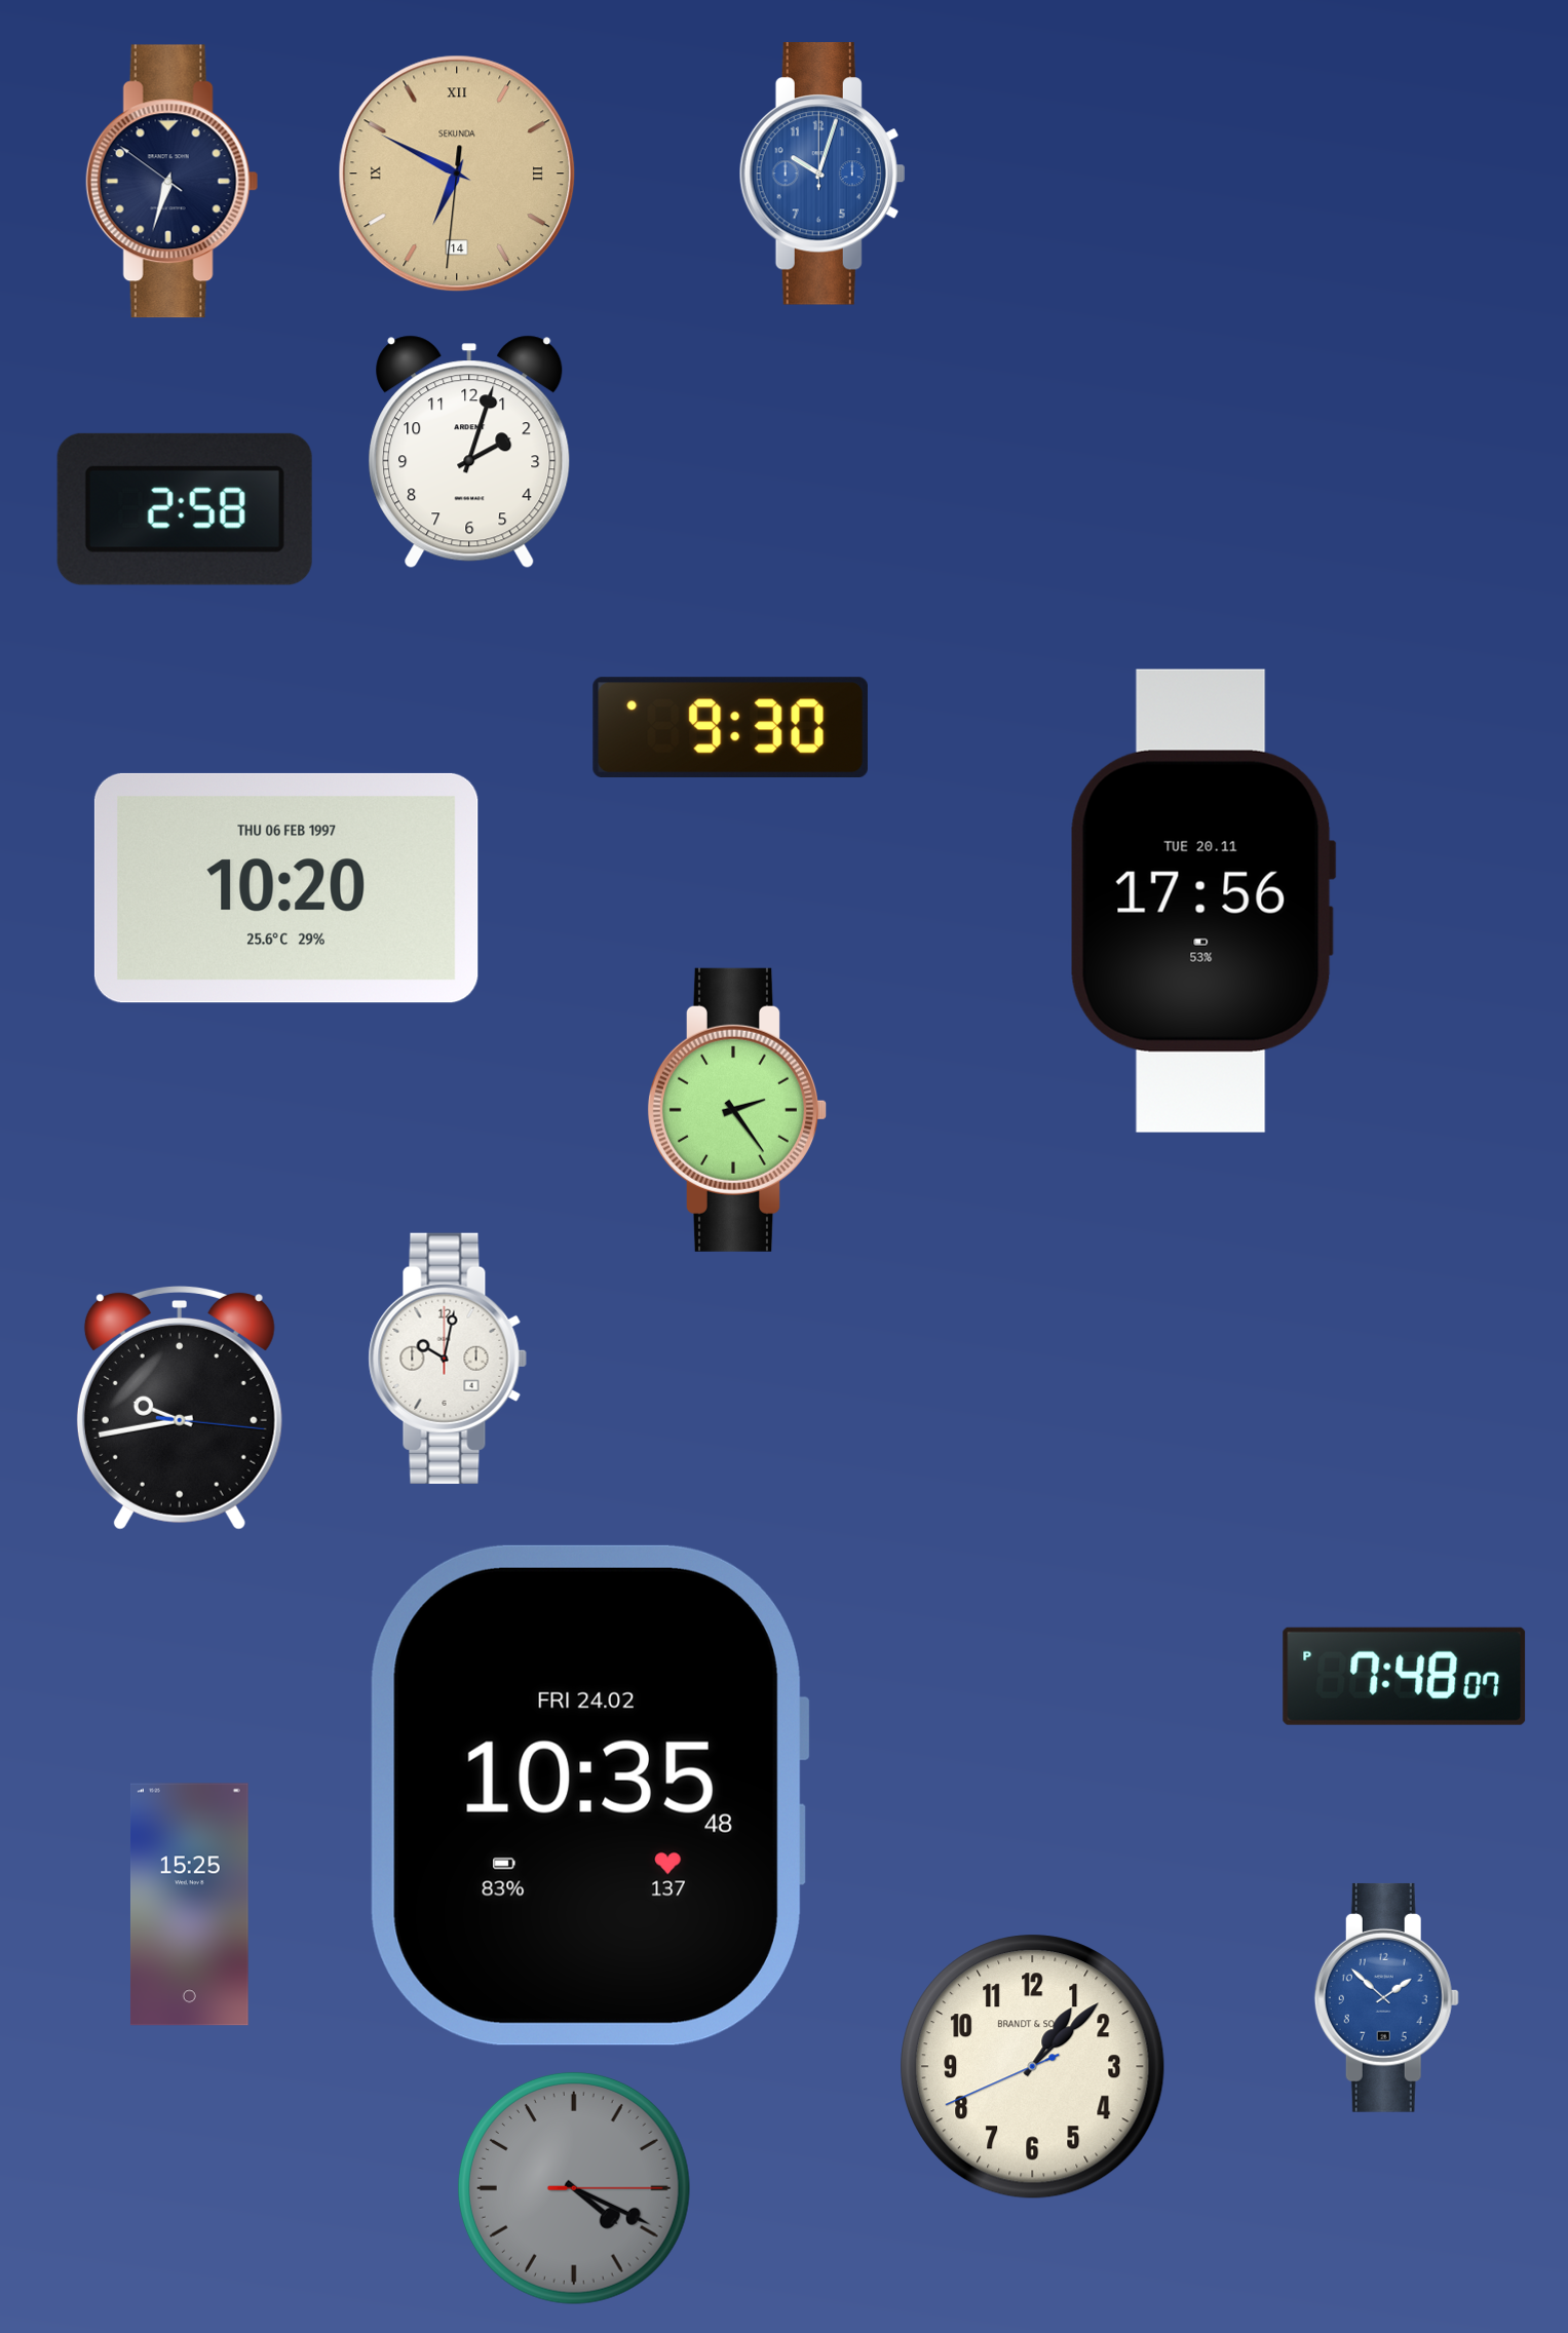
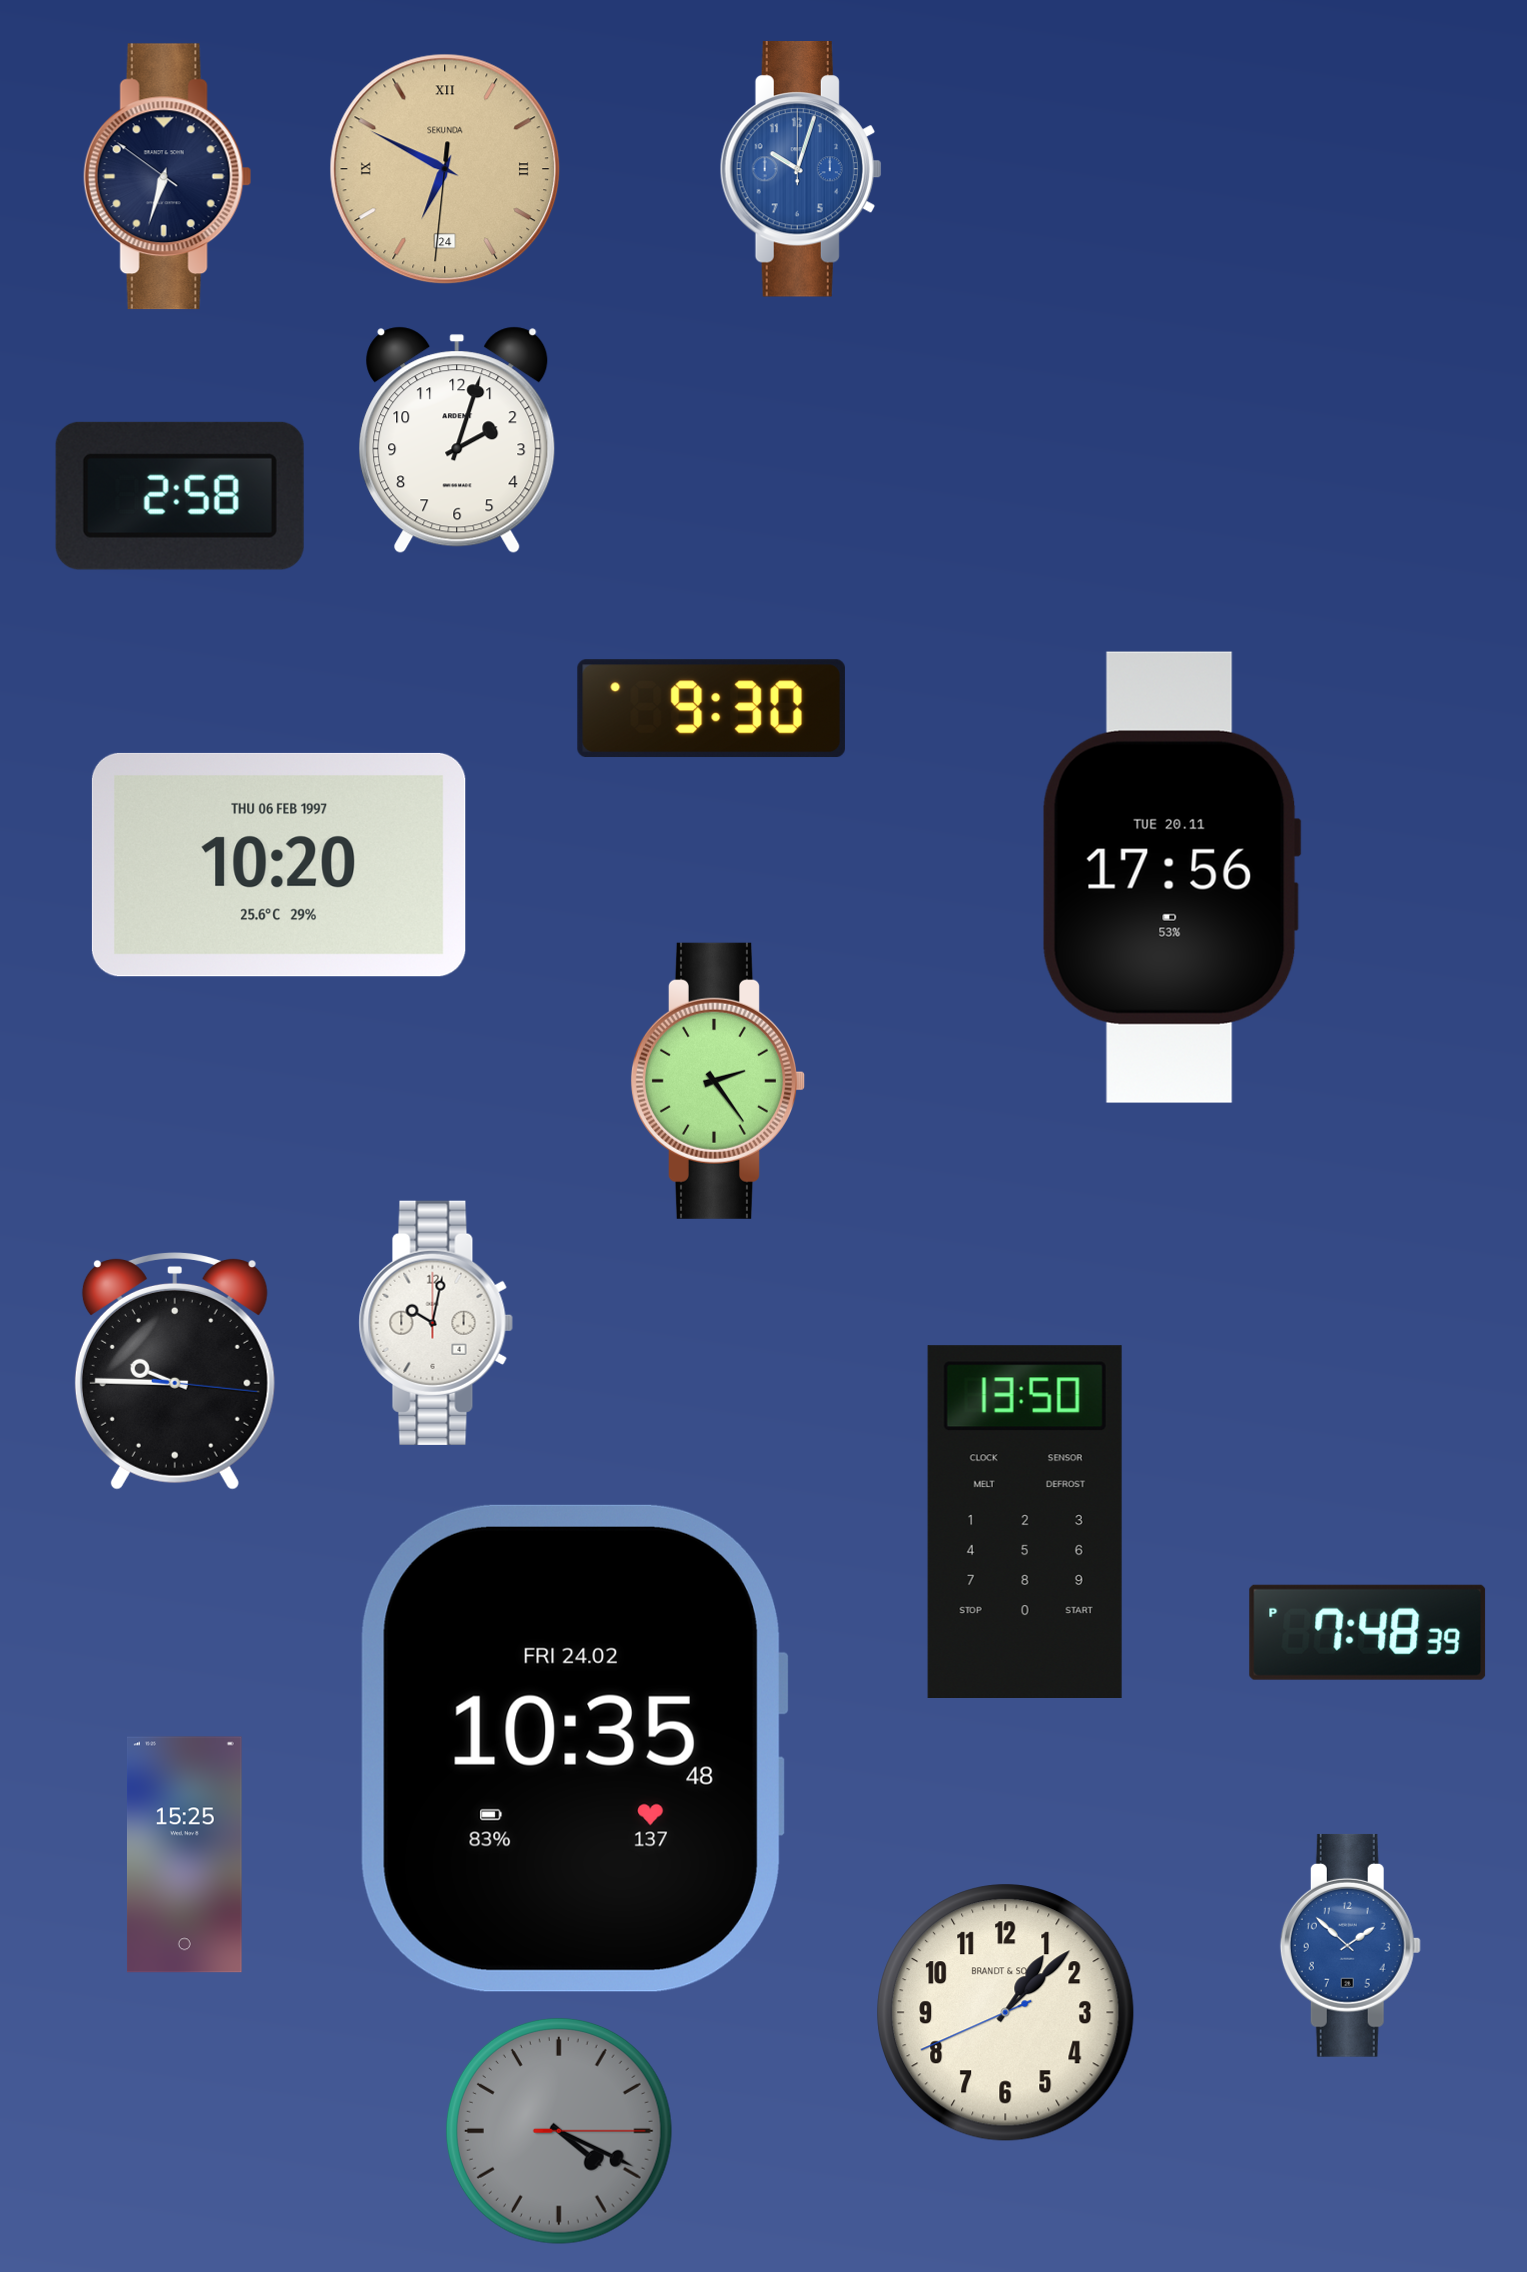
clock at (457, 174) date: 14 -> 24
clock at (180, 1409): 9:43 -> 9:45
clock at (1025, 1521): none -> 13:50
clock at (1405, 1676): 7:48:07 PM -> 7:48:39 PM
